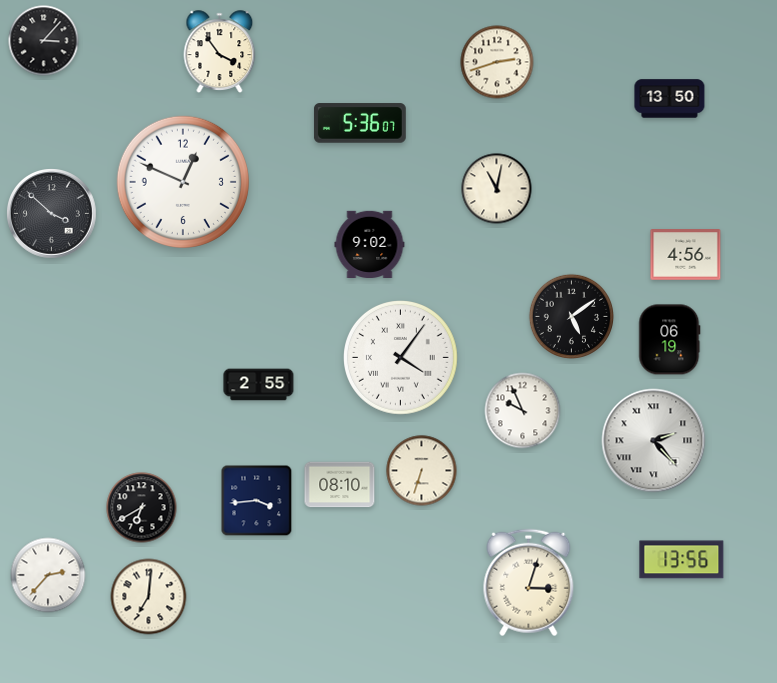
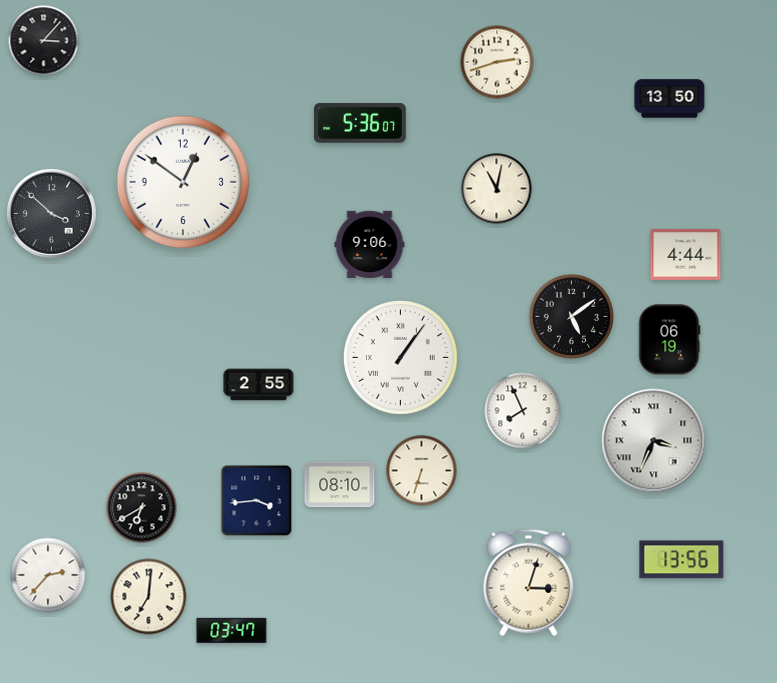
clock at (220, 51): 3:54 -> none
clock at (182, 181): 12:49 -> 12:51
clock at (370, 244): 9:02 -> 9:06
clock at (686, 255): 4:56 -> 4:44
clock at (401, 358): 4:06 -> 1:06
clock at (523, 411): 9:56 -> 7:56
clock at (654, 441): 2:23 -> 3:34
clock at (232, 630): none -> 03:47
